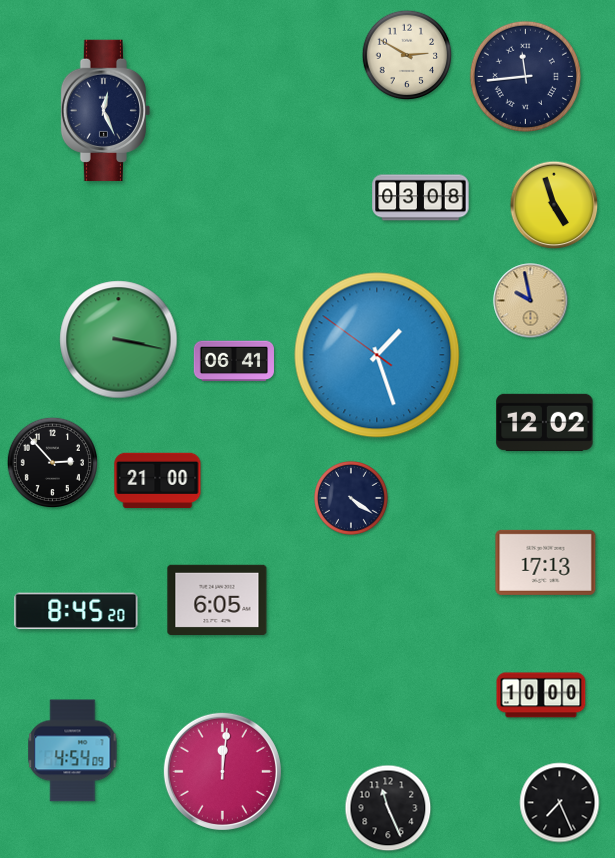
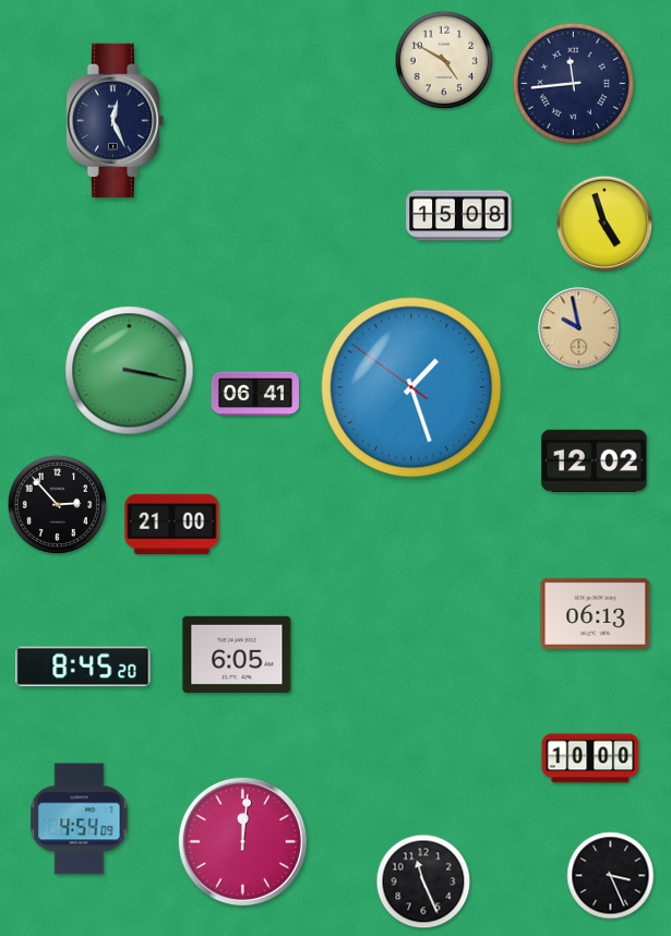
clock at (407, 55): 2:50 -> 4:50
clock at (421, 198): 03:08 -> 15:08
clock at (351, 498): 4:21 -> none
clock at (546, 562): 17:13 -> 06:13
clock at (560, 803): 7:26 -> 3:26
